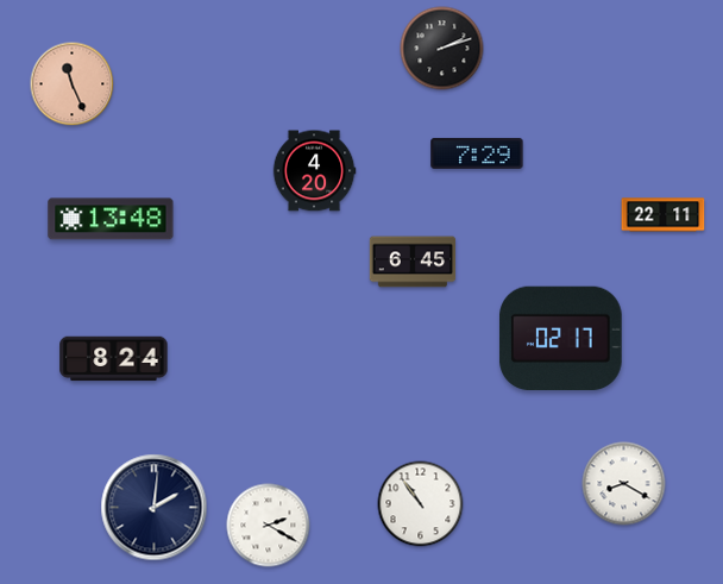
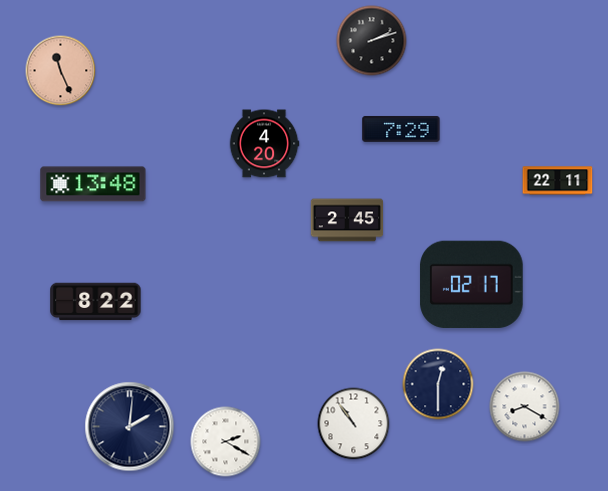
clock at (413, 262): 6:45 -> 2:45
clock at (114, 359): 8:24 -> 8:22
clock at (438, 384): none -> 12:30
